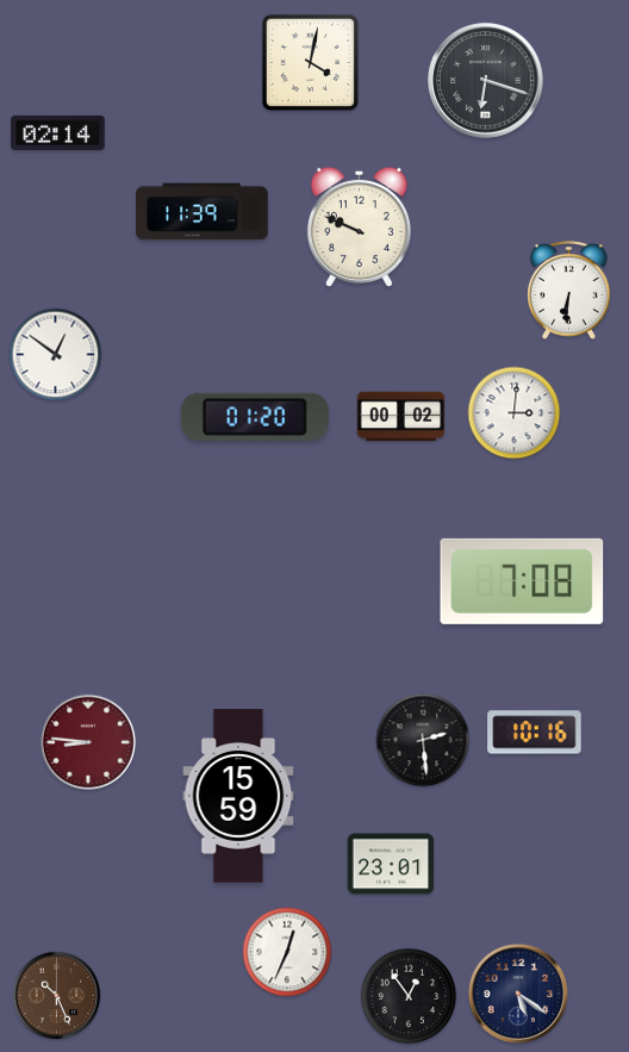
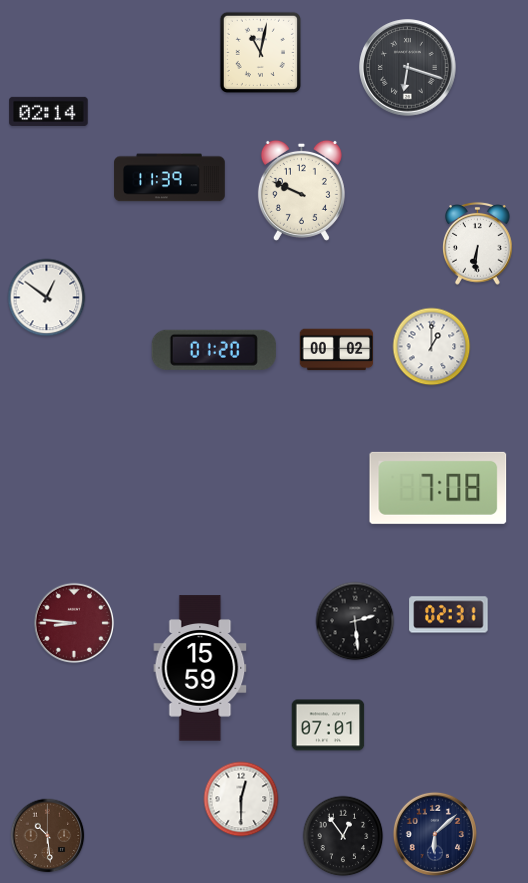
clock at (310, 62): 4:02 -> 11:02
clock at (515, 413): 3:01 -> 1:00
clock at (535, 733): 10:16 -> 02:31
clock at (391, 864): 23:01 -> 07:01
clock at (287, 952): 12:34 -> 12:30
clock at (518, 994): 5:21 -> 6:08
clock at (57, 996): 10:26 -> 10:29
